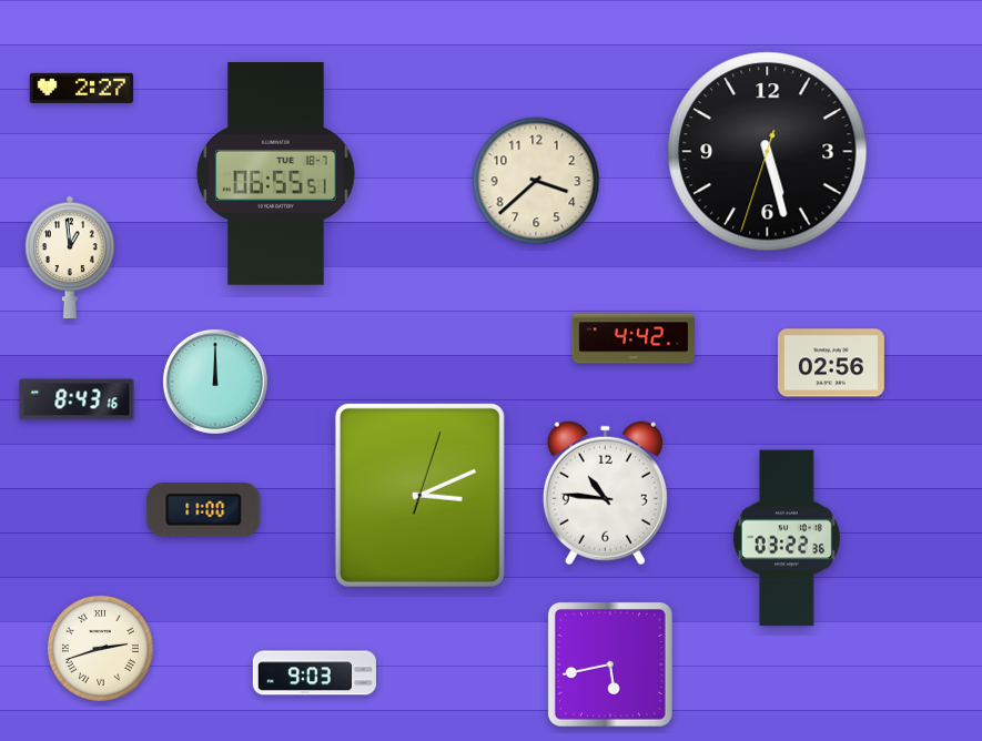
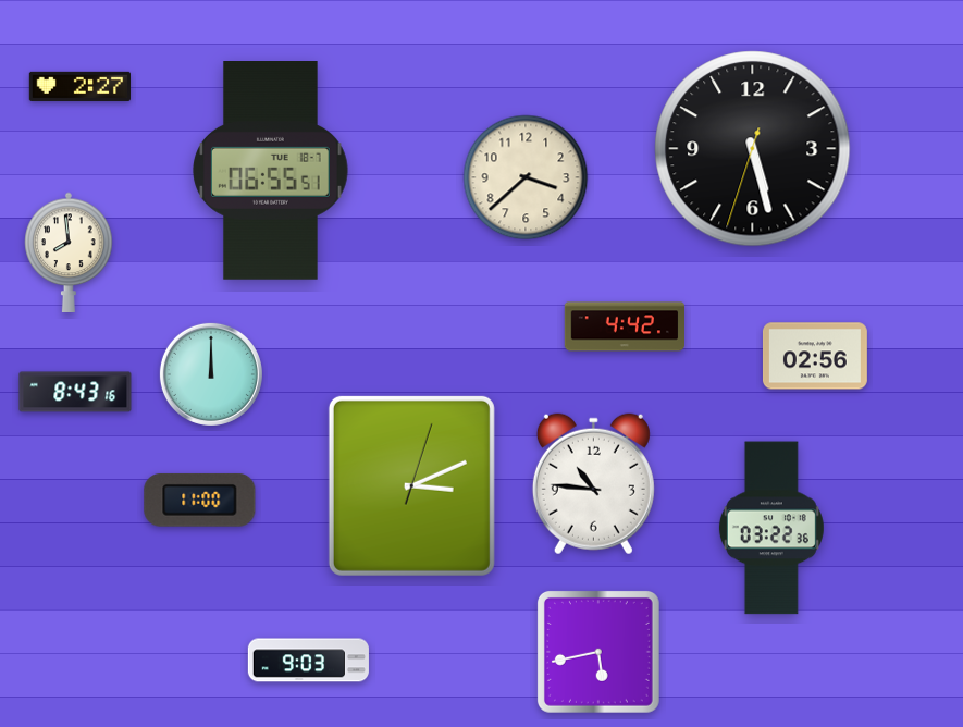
clock at (70, 256): 12:59 -> 7:59
clock at (634, 338) position: (634, 338) -> (625, 326)
clock at (100, 648): 2:42 -> none
